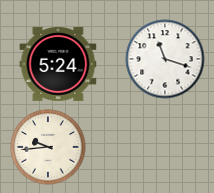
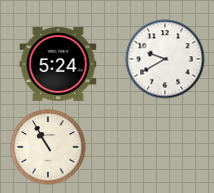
clock at (165, 59): 11:18 -> 9:40
clock at (48, 147): 9:44 -> 10:55
